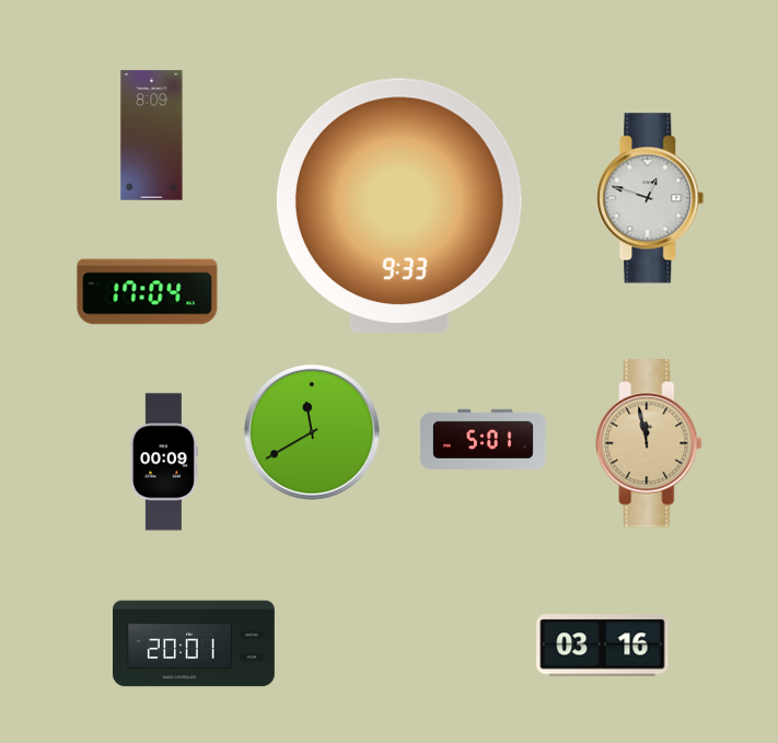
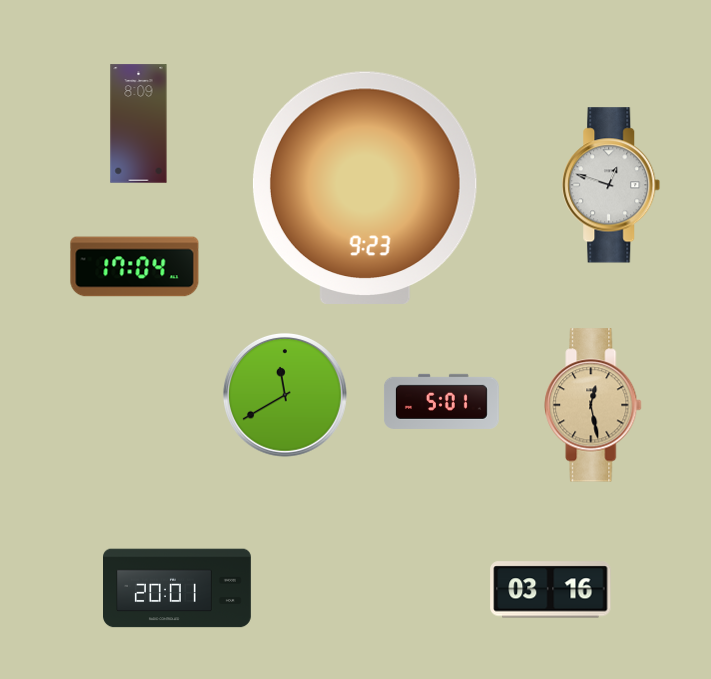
clock at (650, 198) position: (650, 198) -> (611, 185)
clock at (399, 206): 9:33 -> 9:23
clock at (649, 443): 11:58 -> 12:28
clock at (163, 462): 00:09 -> none
